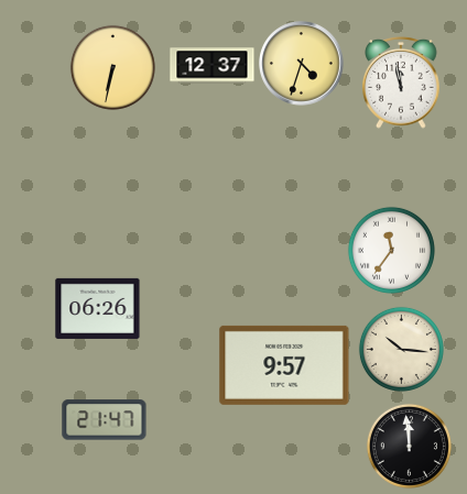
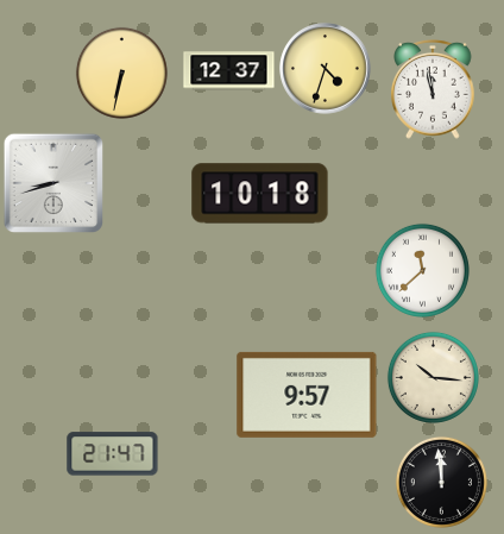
clock at (53, 183): none -> 8:42
clock at (260, 194): none -> 10:18
clock at (391, 250): 11:36 -> 11:38
clock at (98, 308): 06:26 -> none
